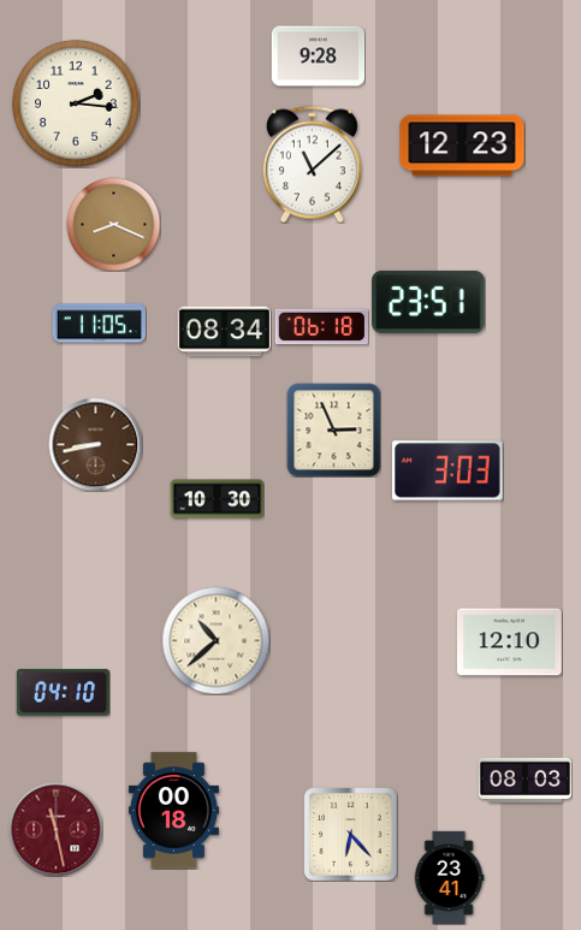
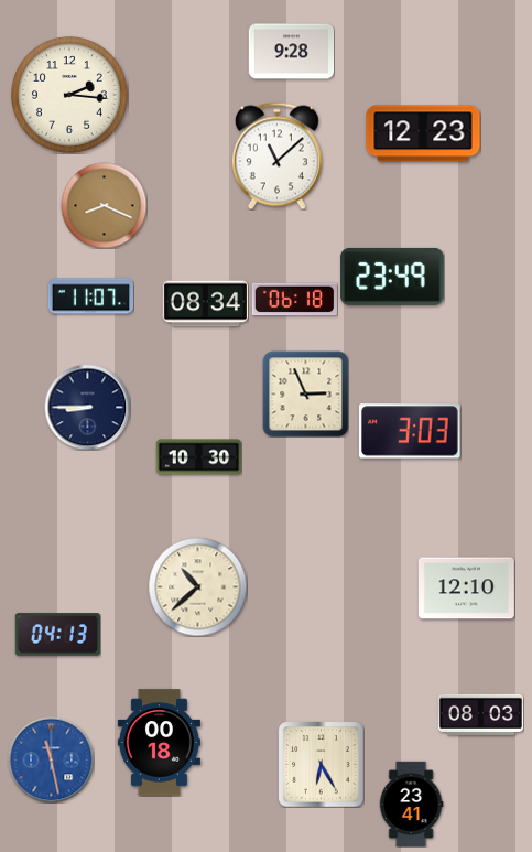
clock at (312, 164) position: (312, 164) -> (276, 155)
clock at (428, 302): 23:51 -> 23:49
clock at (99, 324): 11:05 -> 11:07
clock at (95, 444): 8:43 -> 8:45
clock at (95, 444) dial: brown -> navy
clock at (63, 693): 04:10 -> 04:13
clock at (55, 829) dial: burgundy -> blue
clock at (350, 834): 6:23 -> 6:25
